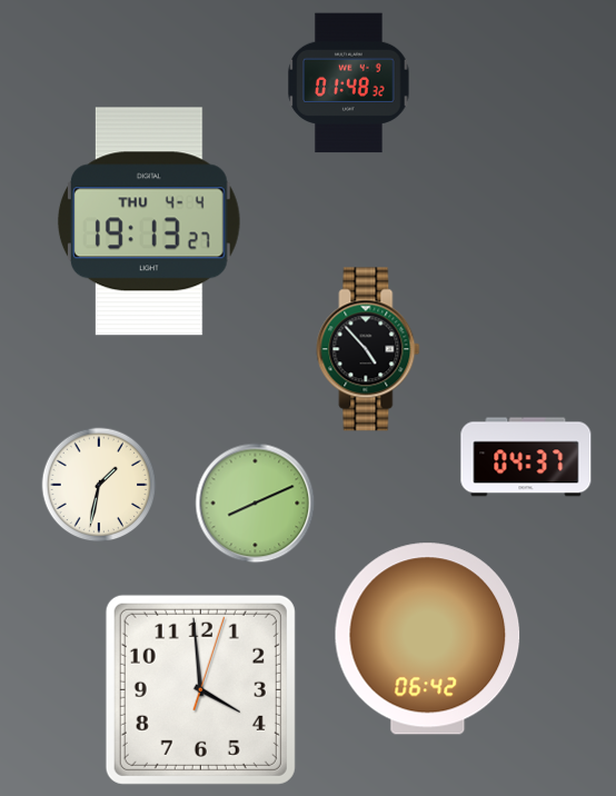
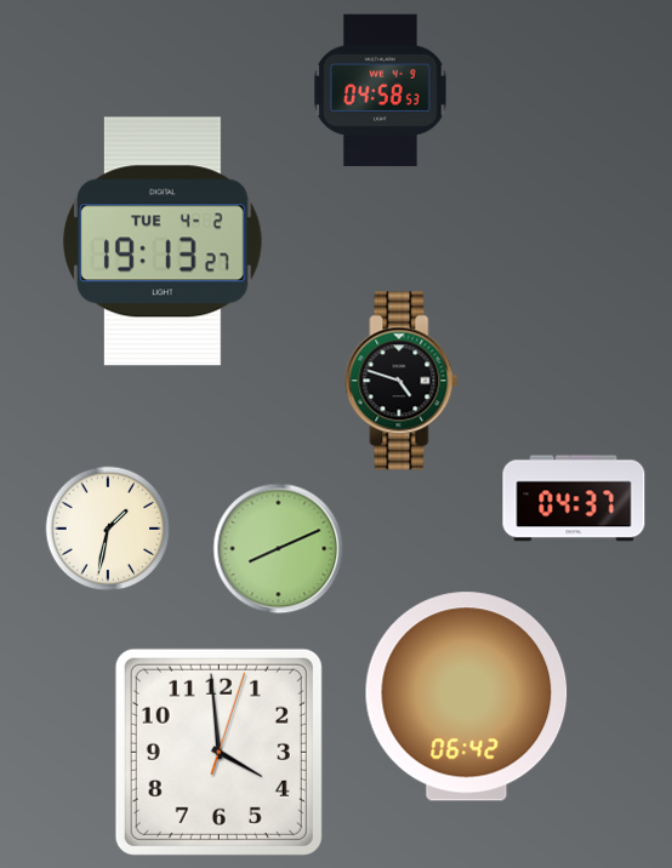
clock at (349, 83): 01:48 -> 04:58
clock at (149, 221) date: THU 4-4 -> TUE 4-2
clock at (368, 349): 4:53 -> 4:48
